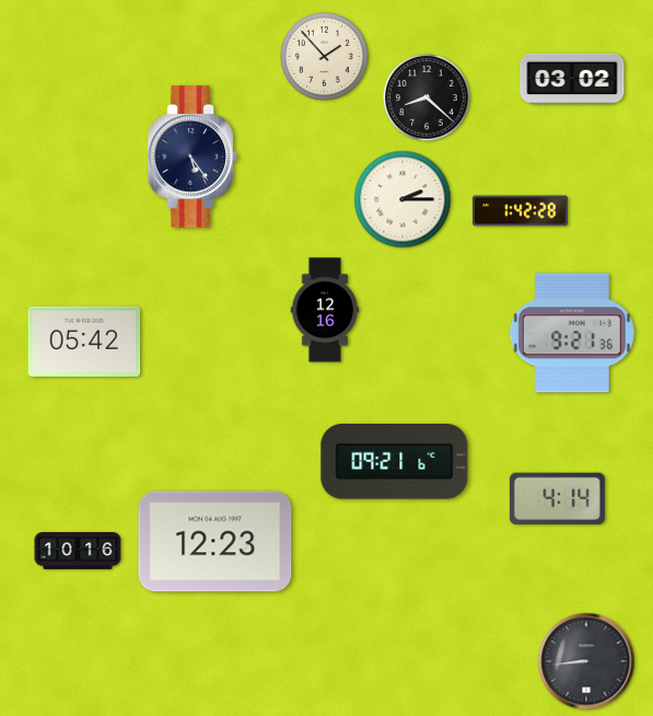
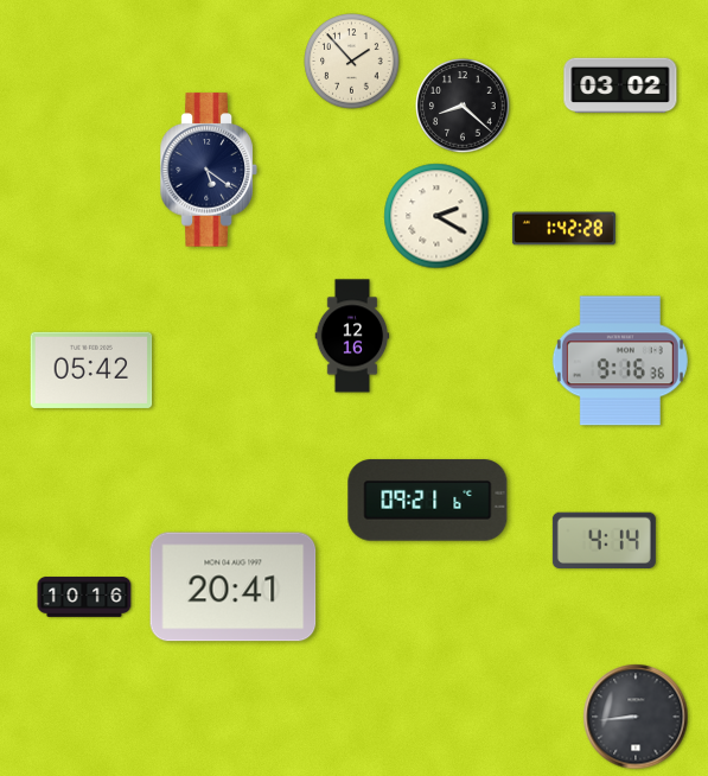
clock at (193, 157): 5:24 -> 5:21
clock at (403, 199): 2:15 -> 2:20
clock at (572, 333): 9:21 -> 9:16
clock at (215, 542): 12:23 -> 20:41
